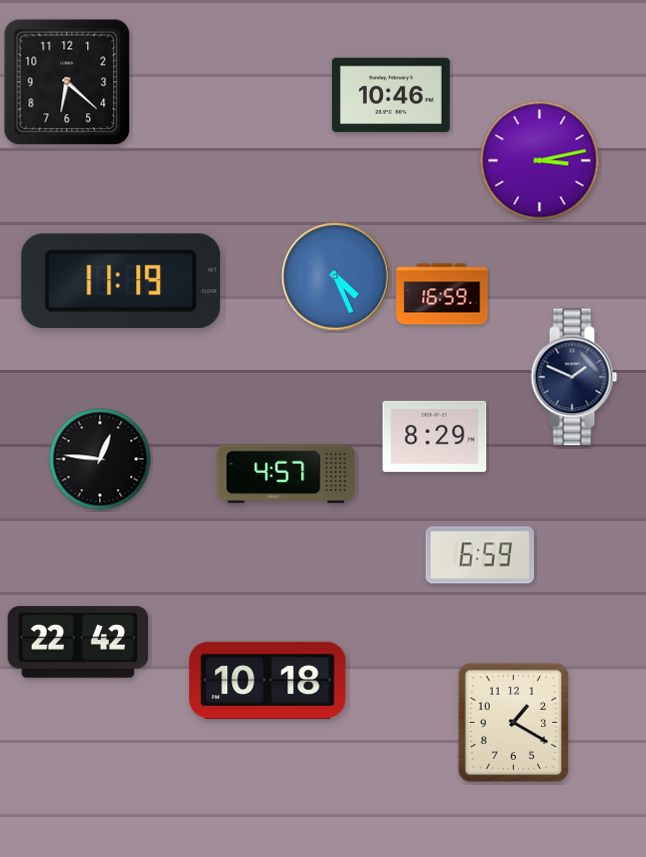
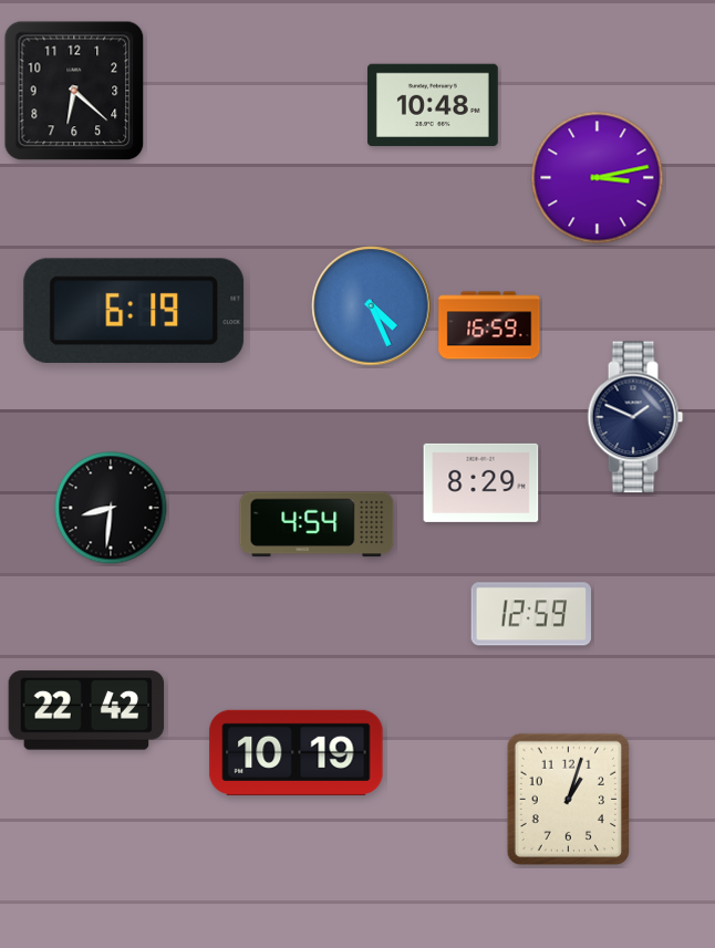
clock at (392, 95): 10:46 -> 10:48
clock at (121, 280): 11:19 -> 6:19
clock at (100, 459): 12:46 -> 8:31
clock at (286, 474): 4:57 -> 4:54
clock at (480, 555): 6:59 -> 12:59
clock at (268, 680): 10:18 -> 10:19
clock at (514, 723): 1:20 -> 1:03
